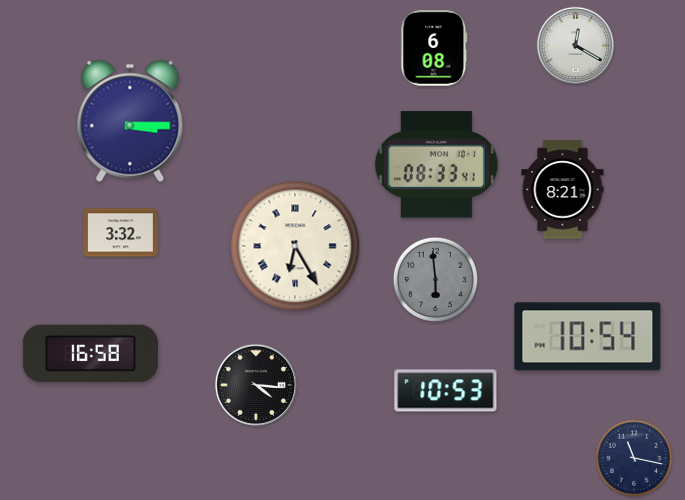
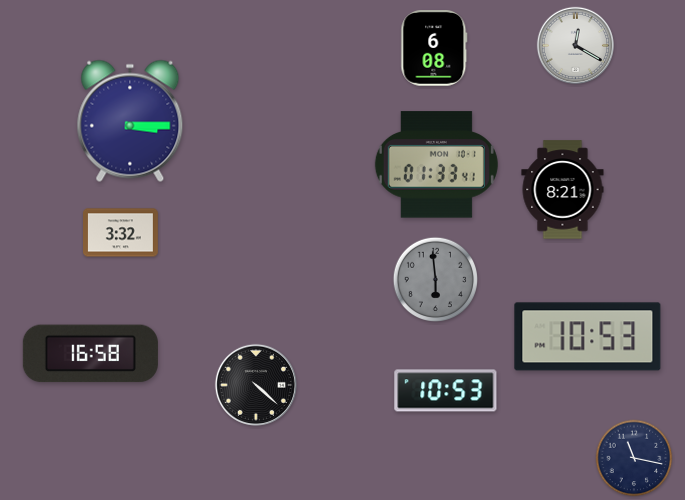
clock at (436, 165): 08:33 -> 01:33
clock at (295, 246): 6:25 -> none
clock at (588, 337): 10:54 -> 10:53
clock at (256, 385): 4:16 -> 4:22
